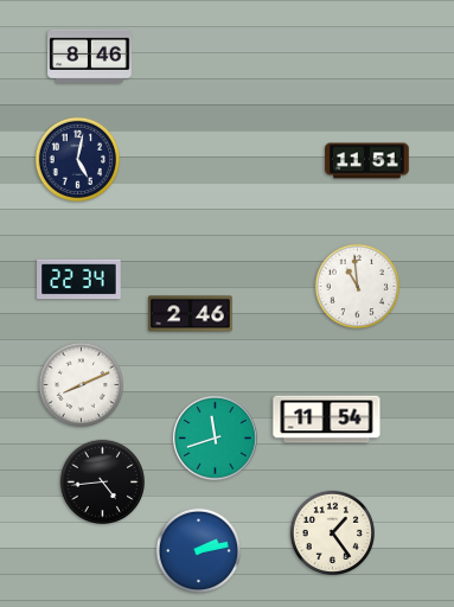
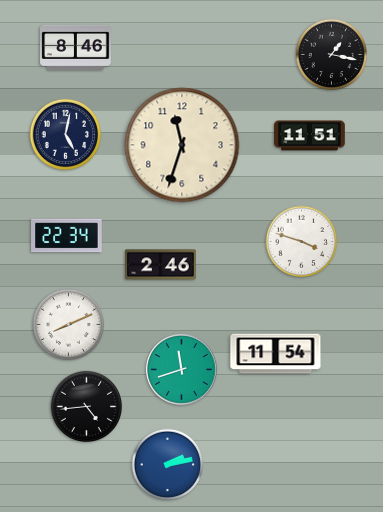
clock at (331, 54): none -> 1:17
clock at (182, 145): none -> 11:33
clock at (357, 286): 10:59 -> 3:48
clock at (332, 532): 1:24 -> none
